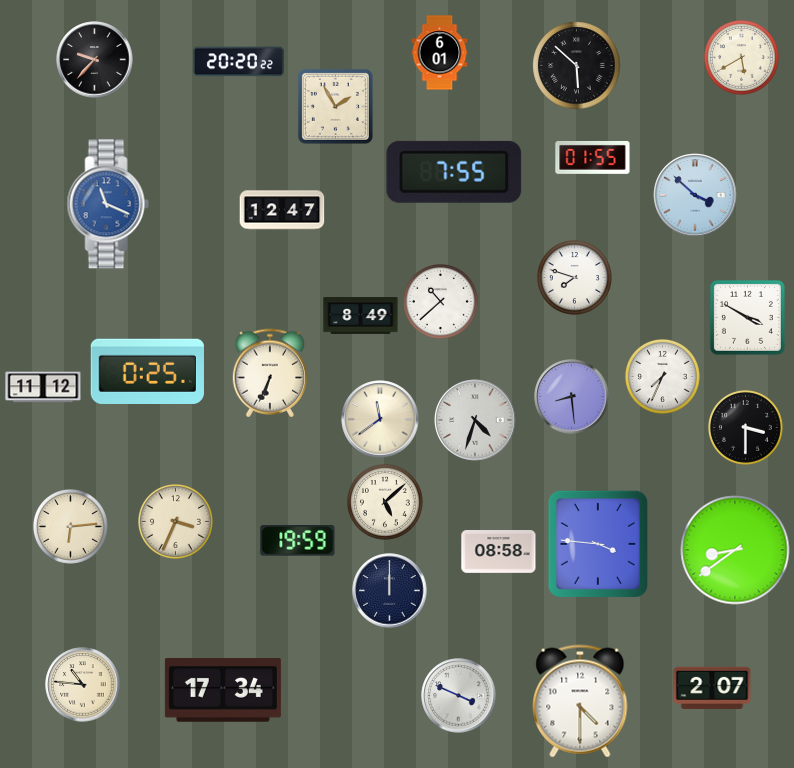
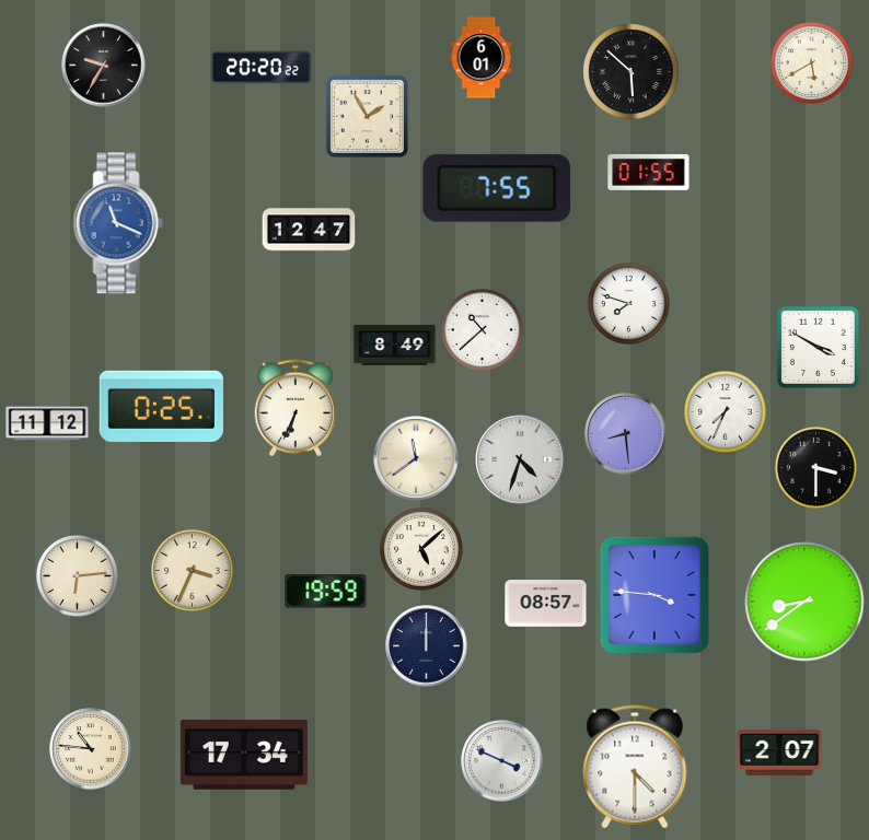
clock at (95, 60): 9:37 -> 9:35
clock at (695, 195): 3:52 -> none
clock at (499, 552): 08:58 -> 08:57
